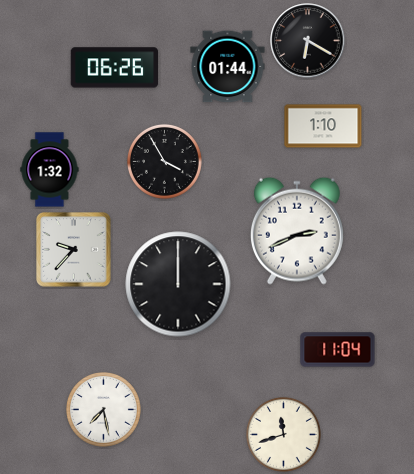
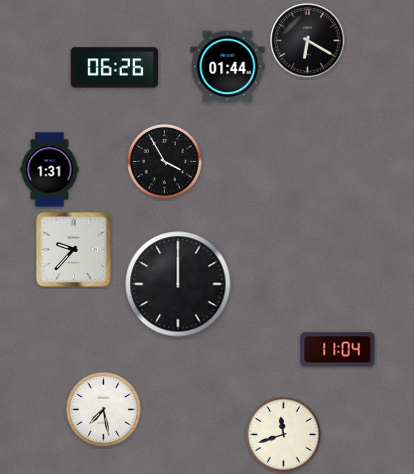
clock at (323, 126): 1:10 -> none
clock at (50, 170): 1:32 -> 1:31
clock at (297, 231): 2:41 -> none
